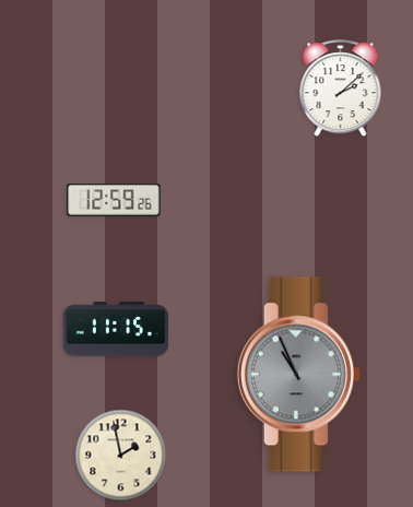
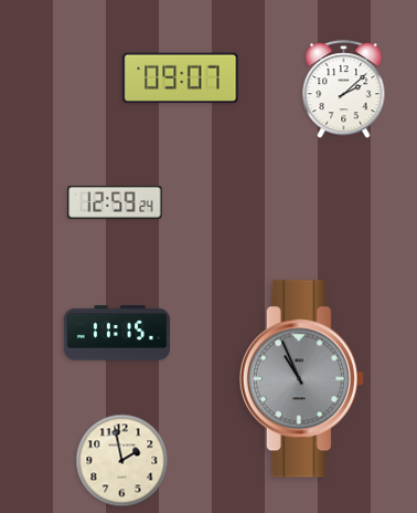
clock at (181, 78): none -> 09:07
clock at (114, 201): 12:59:26 -> 12:59:24
